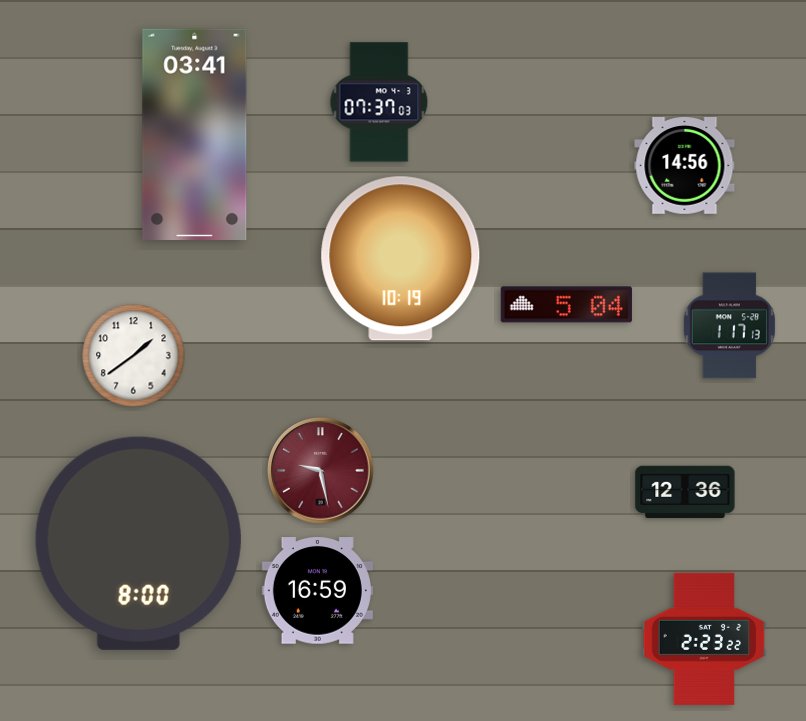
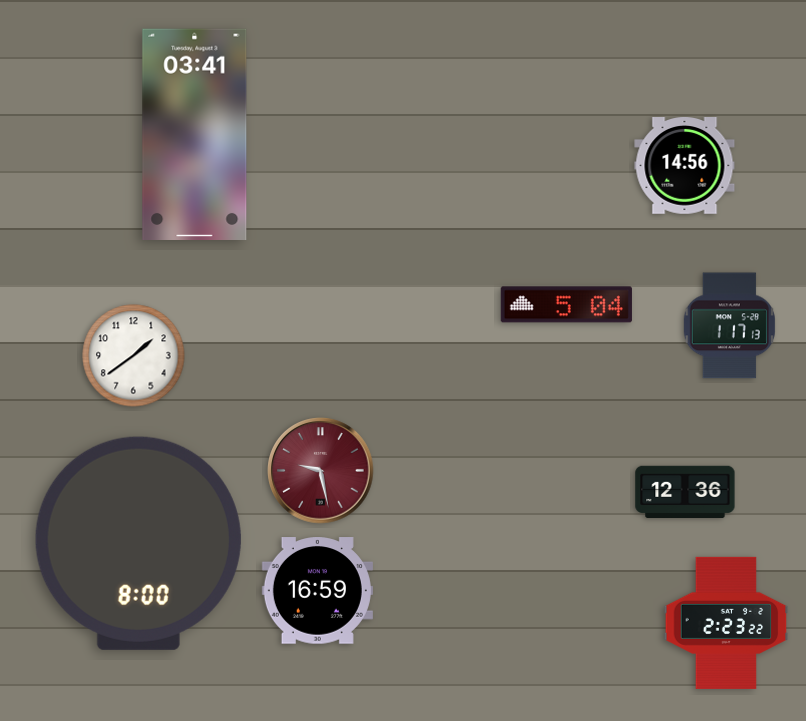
clock at (379, 102): 07:37 -> none
clock at (401, 259): 10:19 -> none
clock at (704, 639) position: (704, 639) -> (726, 623)
